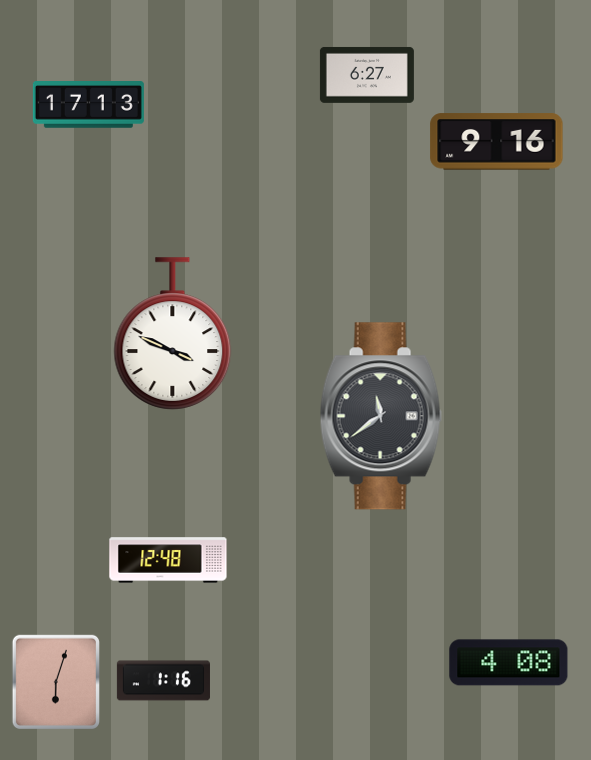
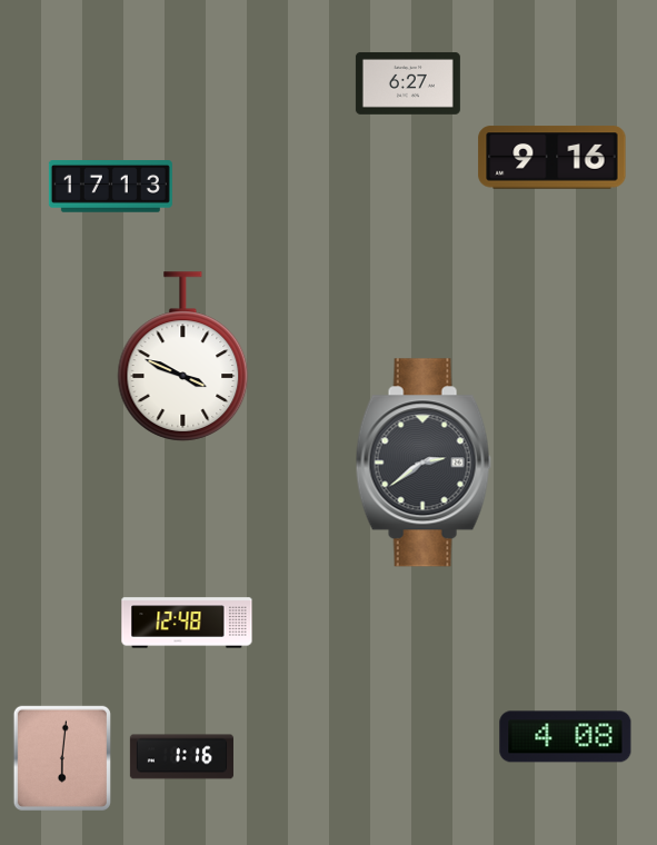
clock at (88, 105) position: (88, 105) -> (110, 187)
clock at (173, 334) position: (173, 334) -> (183, 357)
clock at (381, 416): 11:39 -> 2:39
clock at (56, 682): 6:03 -> 6:01
